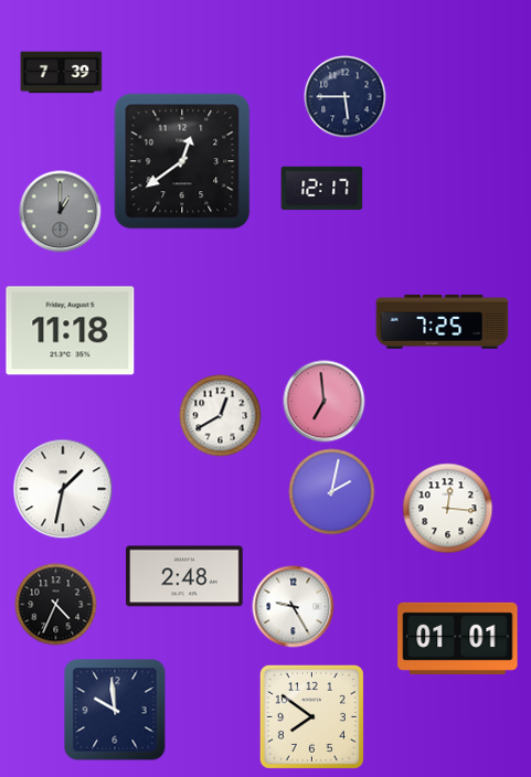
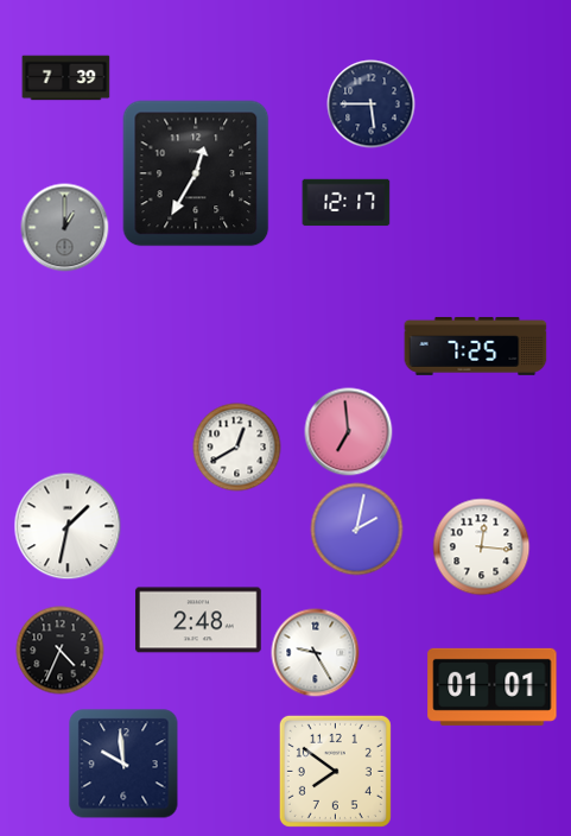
clock at (182, 161): 12:39 -> 12:35
clock at (71, 331): 11:18 -> none
